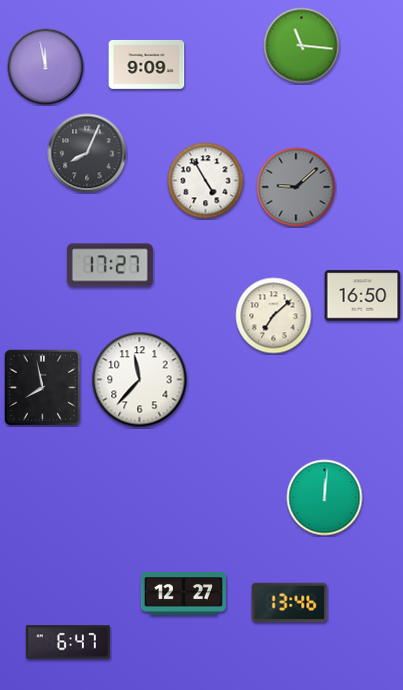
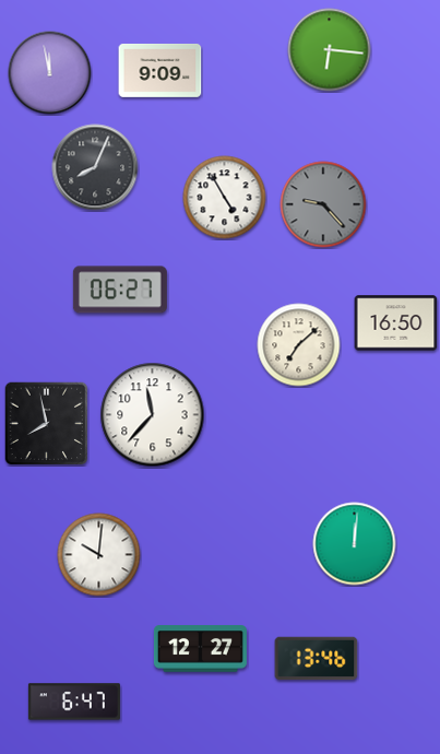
clock at (302, 46): 11:16 -> 6:16
clock at (296, 187): 9:08 -> 9:23
clock at (110, 265): 17:27 -> 06:27
clock at (99, 555): none -> 10:01
